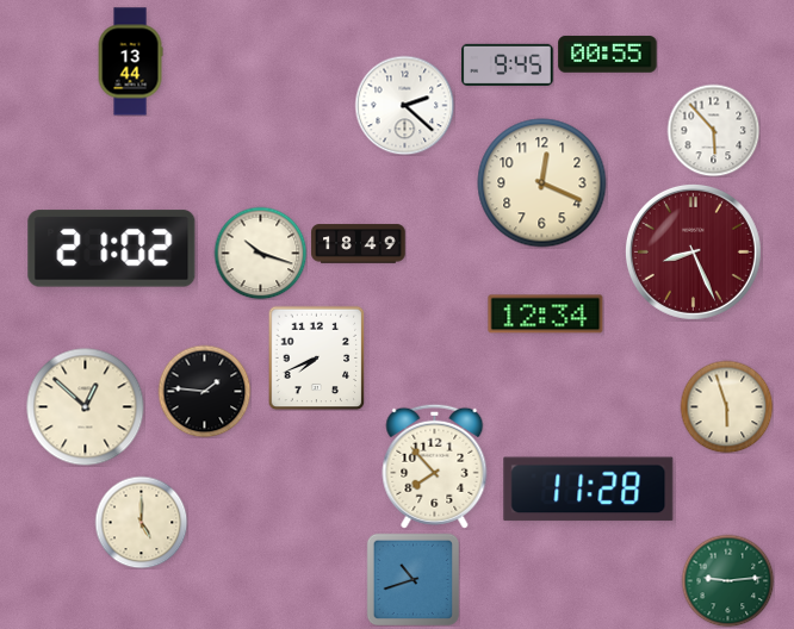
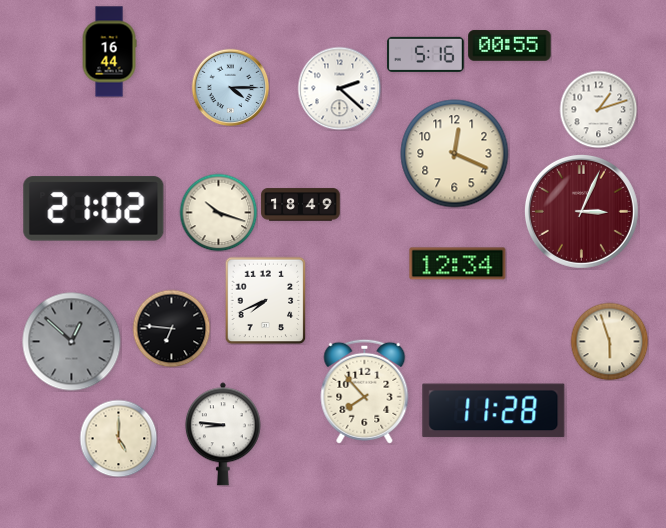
clock at (130, 62): 13:44 -> 16:44
clock at (508, 64): 9:45 -> 5:16
clock at (230, 87): none -> 4:15
clock at (713, 130): 5:53 -> 1:12
clock at (693, 251): 8:26 -> 3:04
clock at (204, 391): 1:46 -> 6:46
clock at (86, 407) dial: cream -> grey
clock at (223, 434): none -> 8:46
clock at (412, 579): 10:42 -> none
clock at (727, 580): 9:14 -> none
